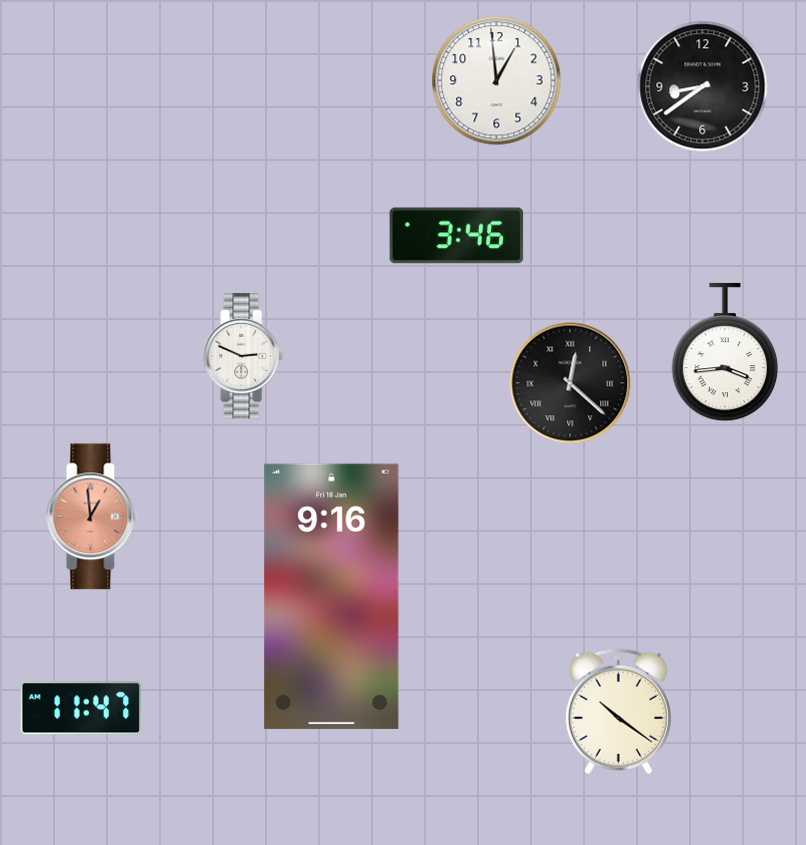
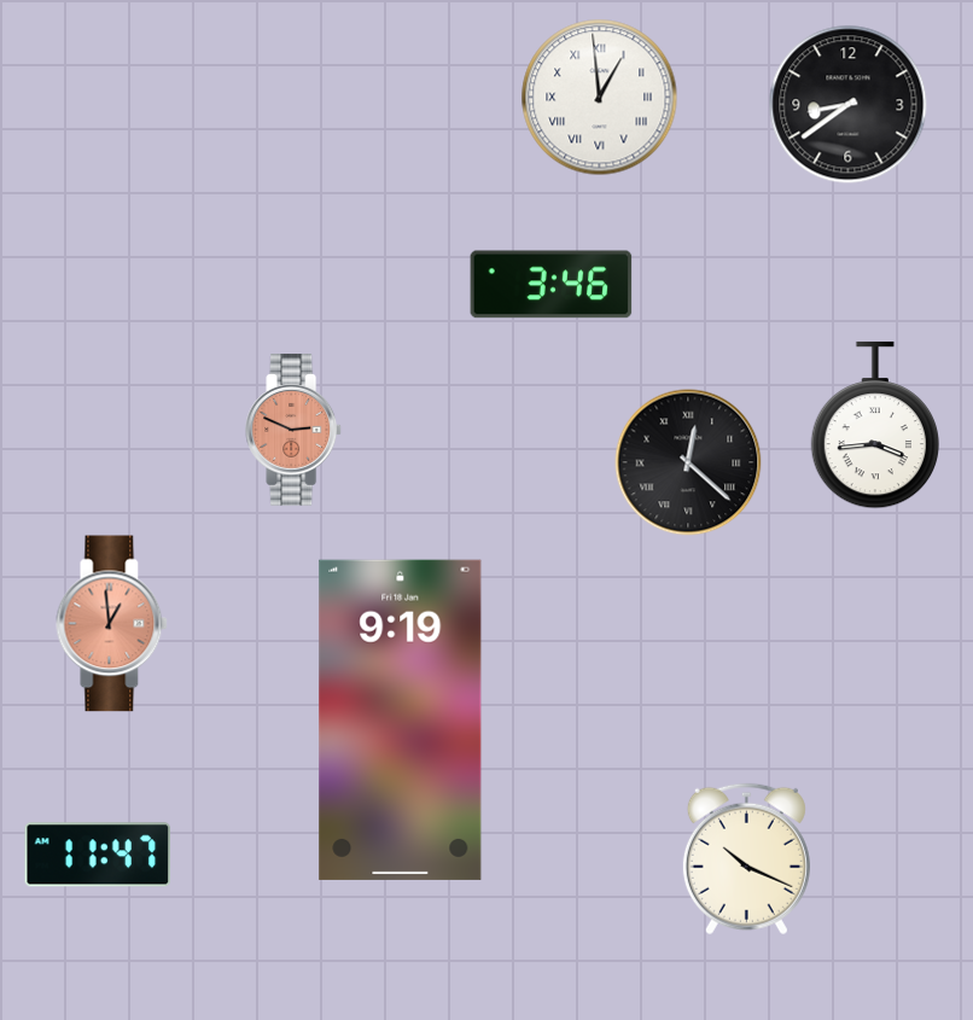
clock at (497, 81) numerals: Arabic -> Roman
clock at (244, 356) dial: white -> salmon
clock at (332, 596): 9:16 -> 9:19
clock at (618, 712): 10:21 -> 10:19
